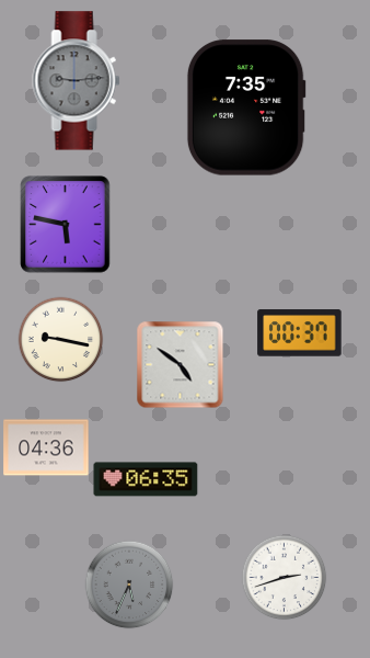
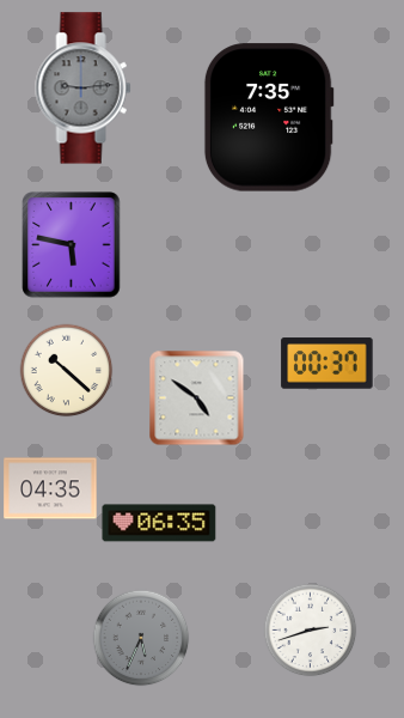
clock at (60, 339): 9:17 -> 10:22
clock at (46, 447): 04:36 -> 04:35
